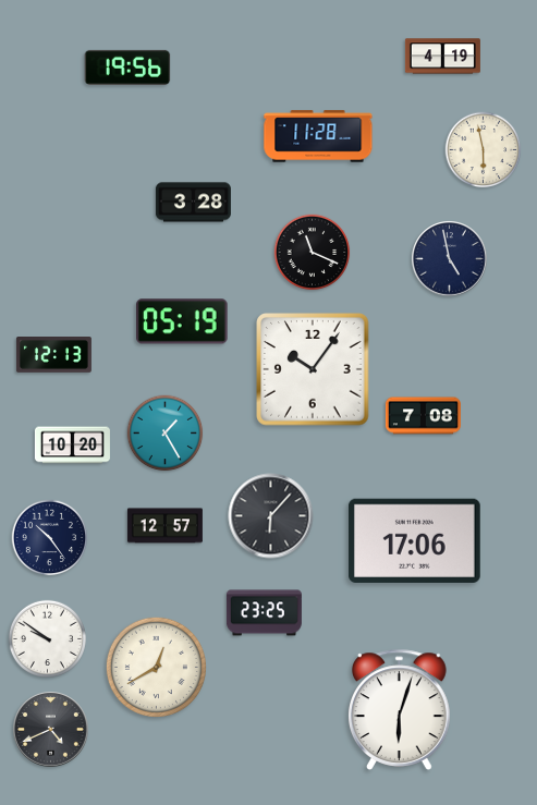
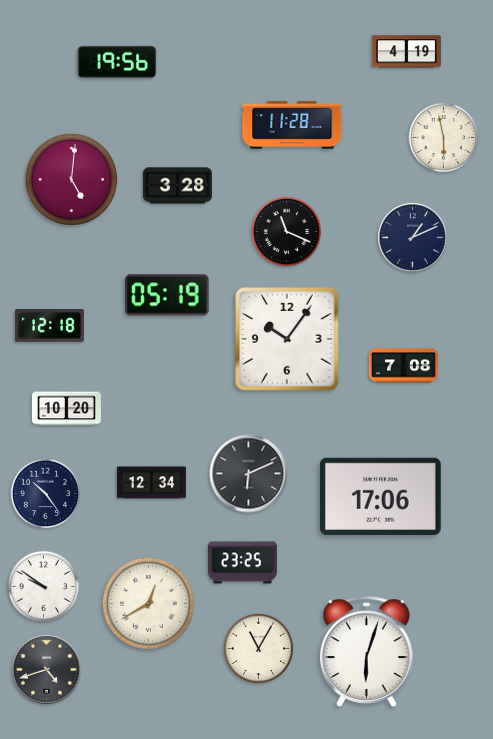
clock at (71, 179): none -> 5:01
clock at (450, 259): 4:58 -> 1:11
clock at (53, 355): 12:13 -> 12:18
clock at (423, 416) position: (423, 416) -> (403, 366)
clock at (166, 434): 1:25 -> none
clock at (271, 516): 6:07 -> 6:11
clock at (164, 526): 12:57 -> 12:34
clock at (156, 667) position: (156, 667) -> (148, 603)
clock at (259, 649): none -> 11:05
clock at (51, 730): 4:41 -> 4:42
